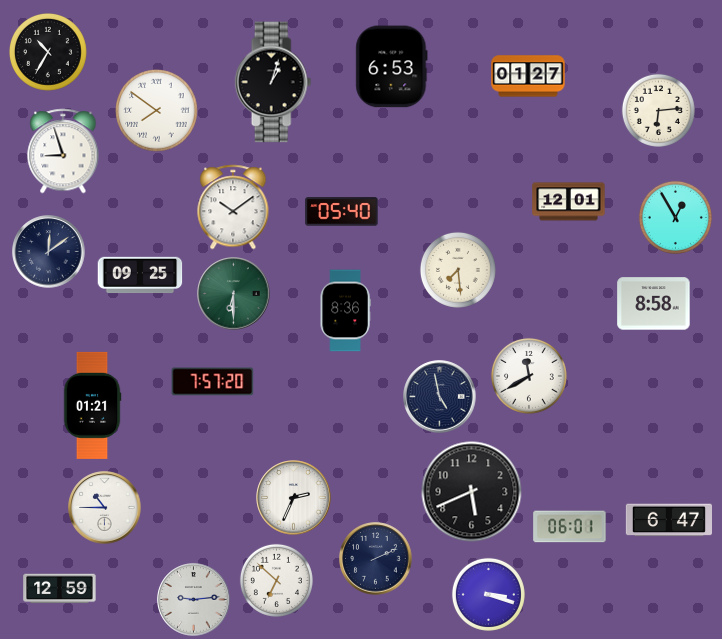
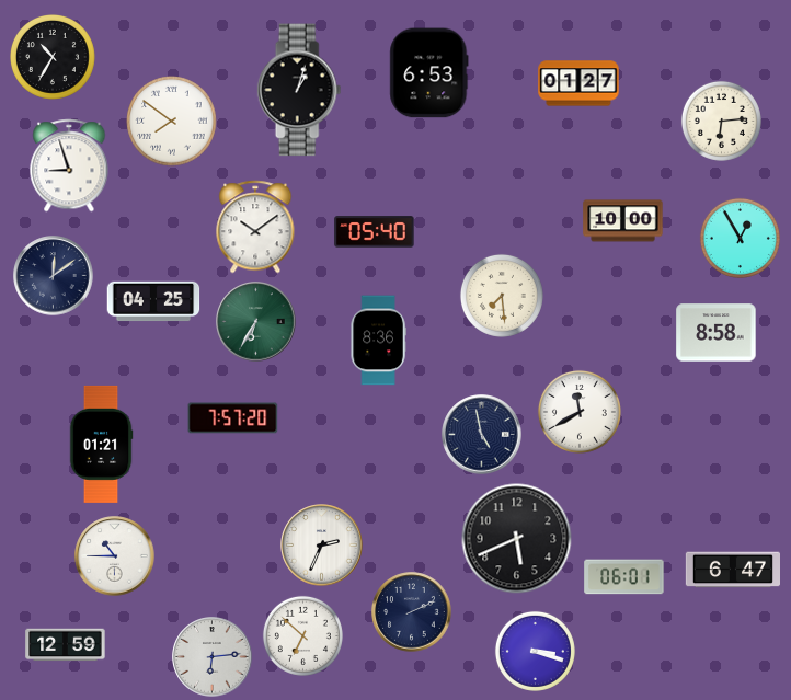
clock at (569, 202): 12:01 -> 10:00
clock at (140, 275): 09:25 -> 04:25
clock at (234, 294): 6:30 -> 6:35
clock at (194, 600): 9:14 -> 6:14
